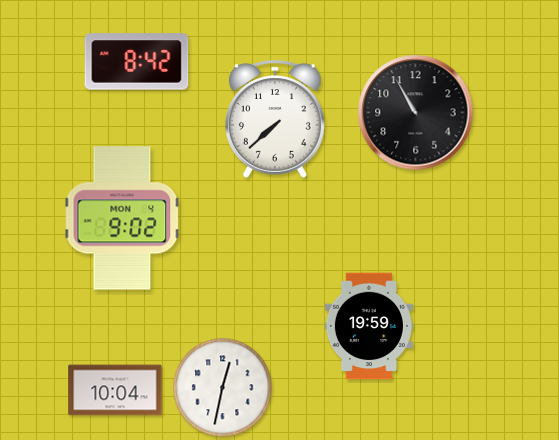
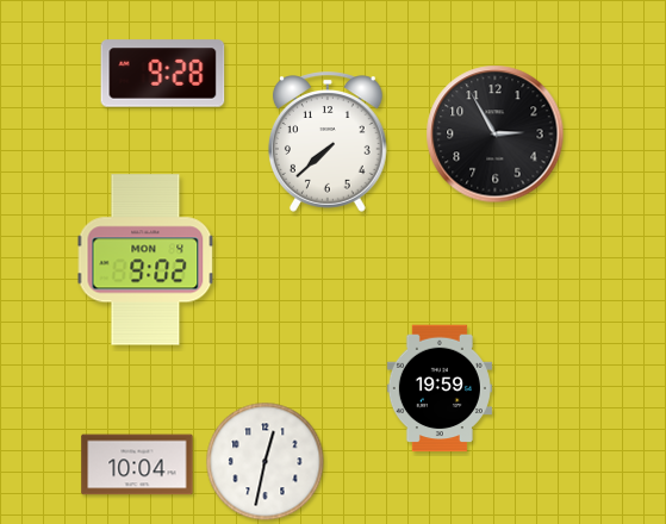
clock at (137, 62): 8:42 -> 9:28
clock at (416, 113): 10:55 -> 2:55
